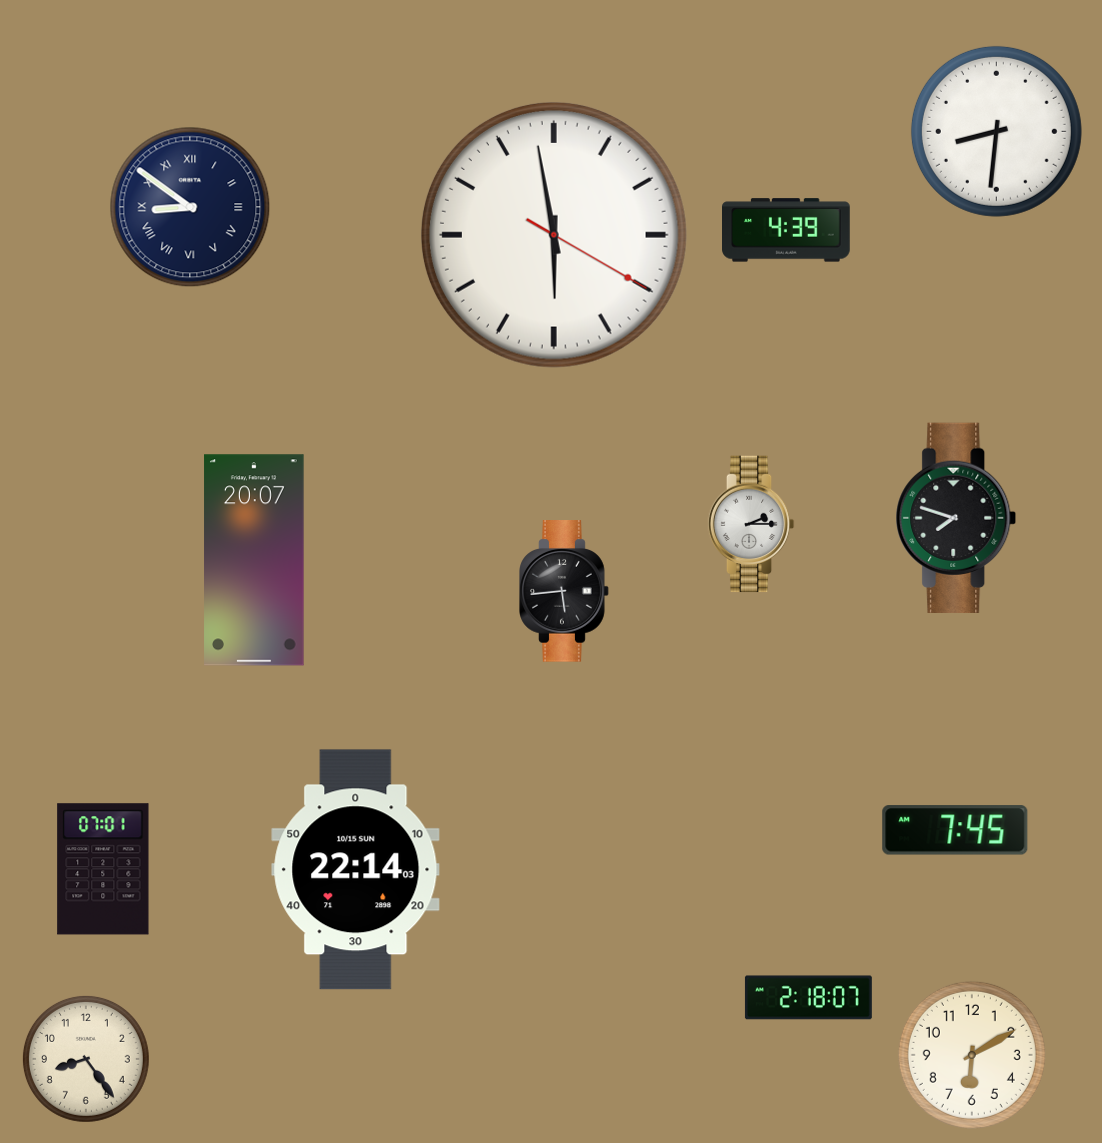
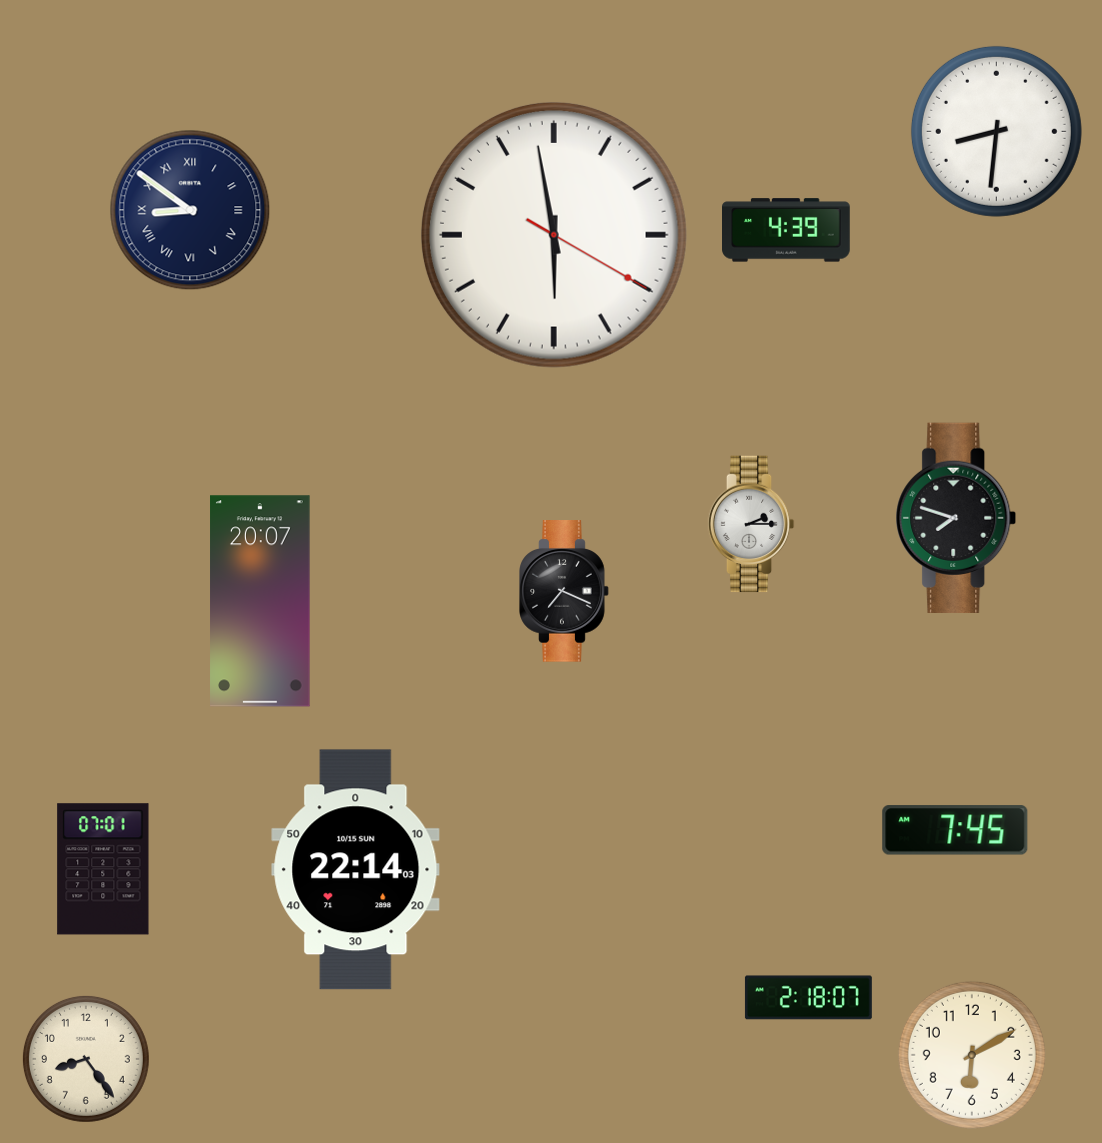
clock at (190, 207) position: (190, 207) -> (190, 210)
clock at (254, 560) position: (254, 560) -> (260, 601)
clock at (564, 591): 5:44 -> 7:19
